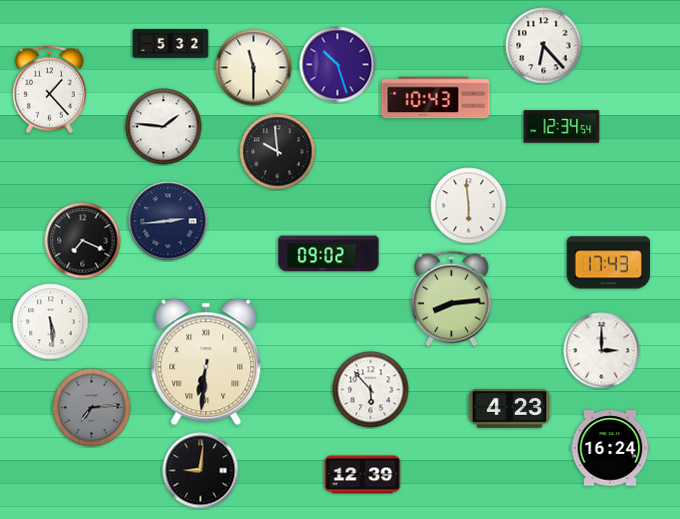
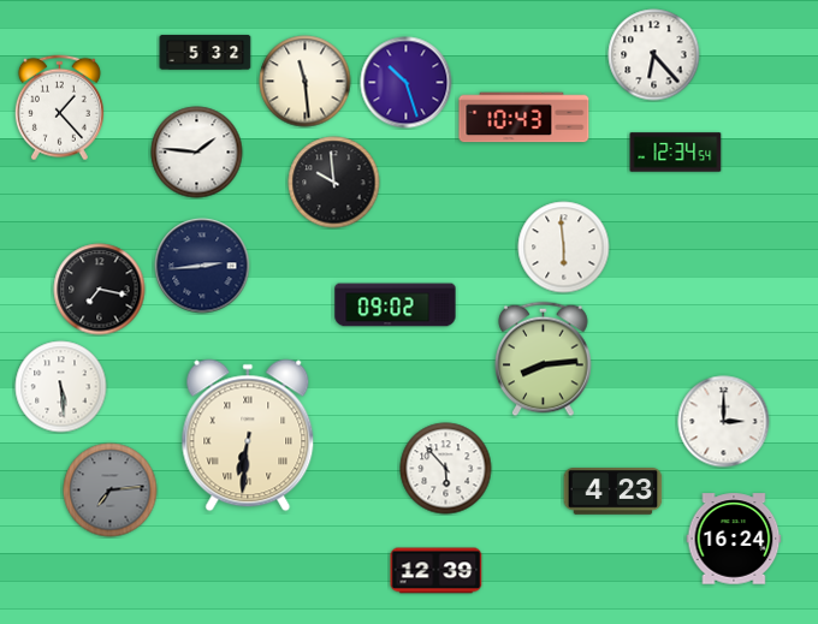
clock at (338, 65) position: (338, 65) -> (407, 83)
clock at (254, 68): 11:30 -> 11:29
clock at (83, 241): 7:19 -> 7:17
clock at (609, 263): 17:43 -> none
clock at (201, 471): 9:01 -> none
